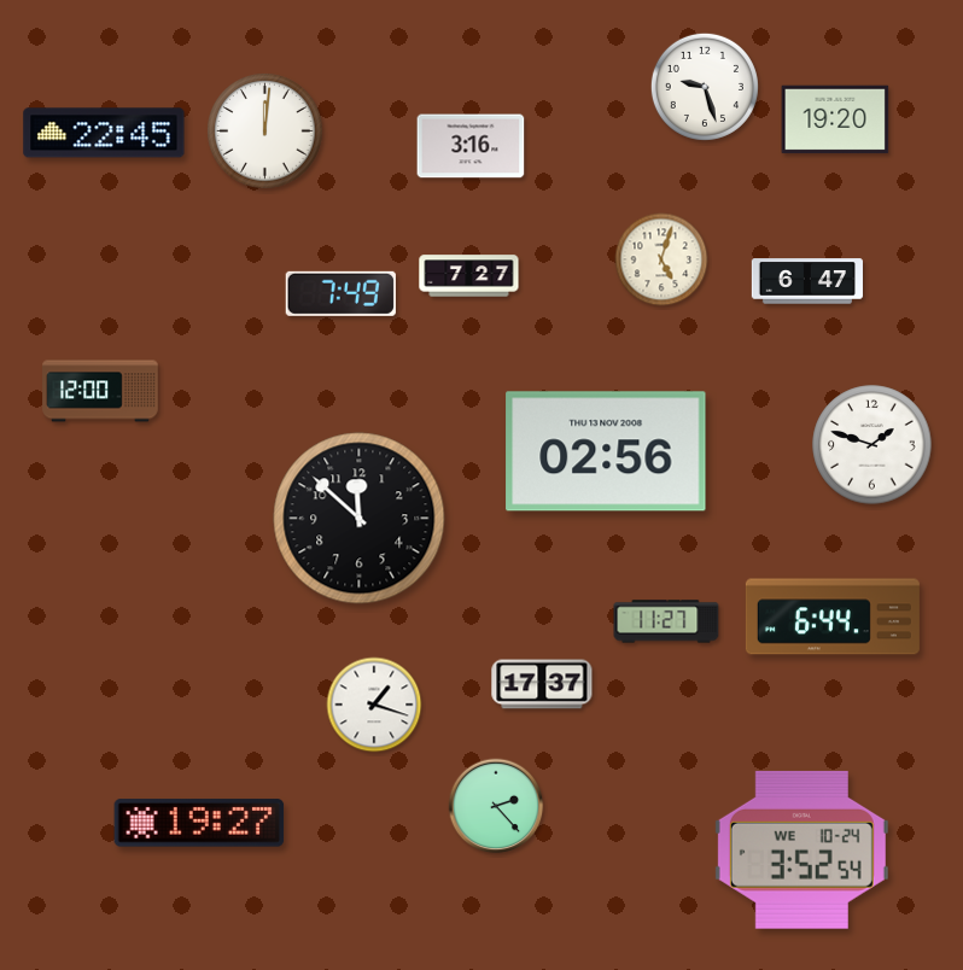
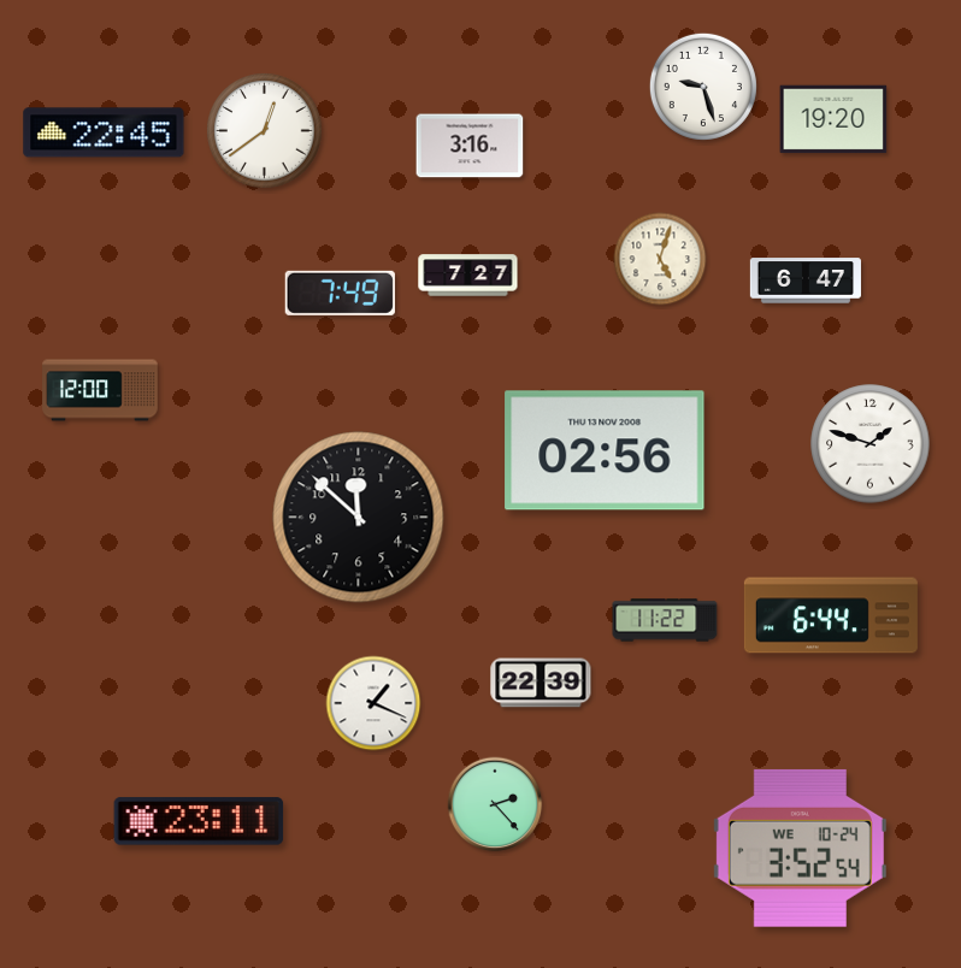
clock at (265, 132): 12:01 -> 12:39
clock at (666, 621): 11:27 -> 11:22
clock at (542, 684): 17:37 -> 22:39
clock at (374, 705): 1:18 -> 1:19
clock at (199, 823): 19:27 -> 23:11
